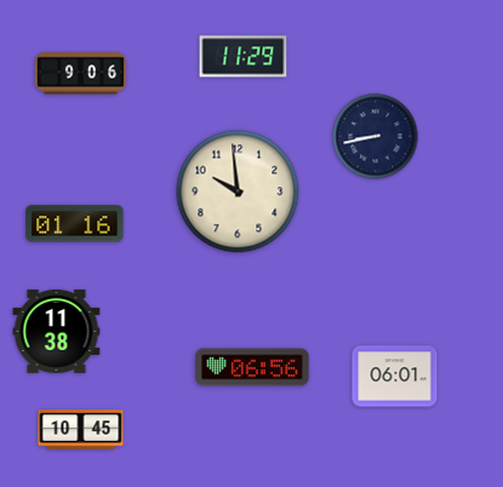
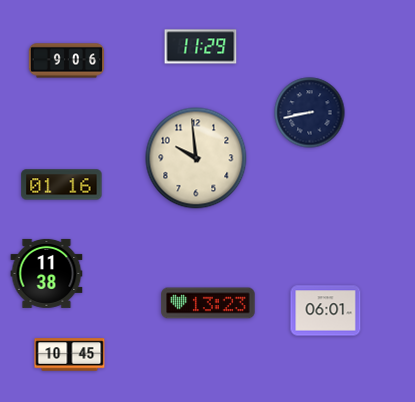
clock at (252, 367): 06:56 -> 13:23
clock at (81, 430) position: (81, 430) -> (70, 355)
